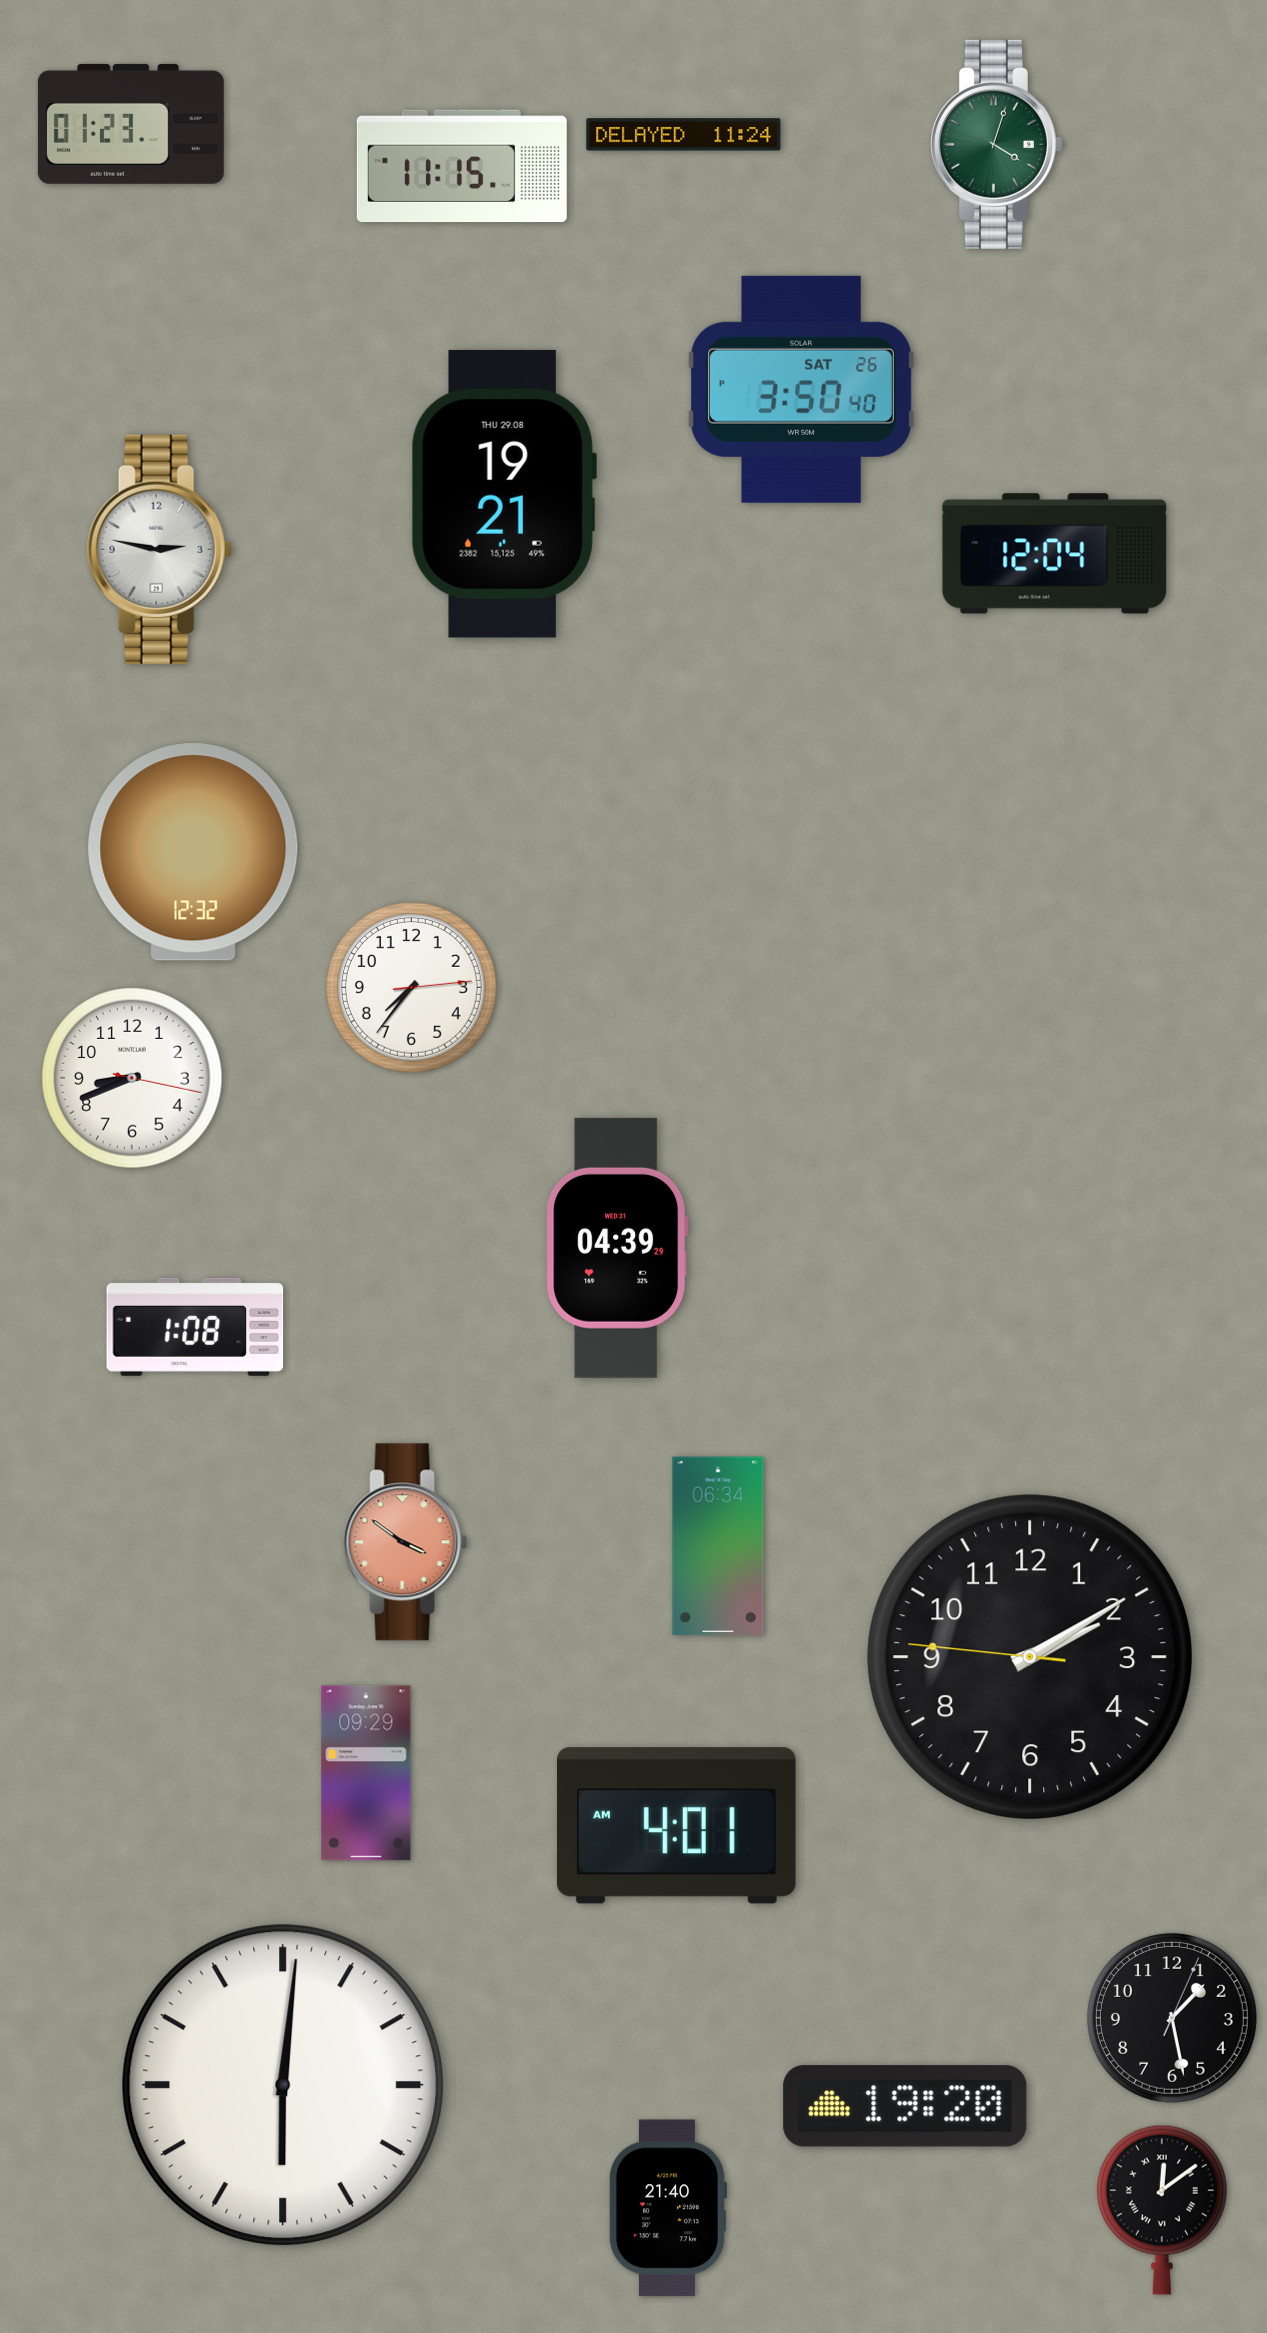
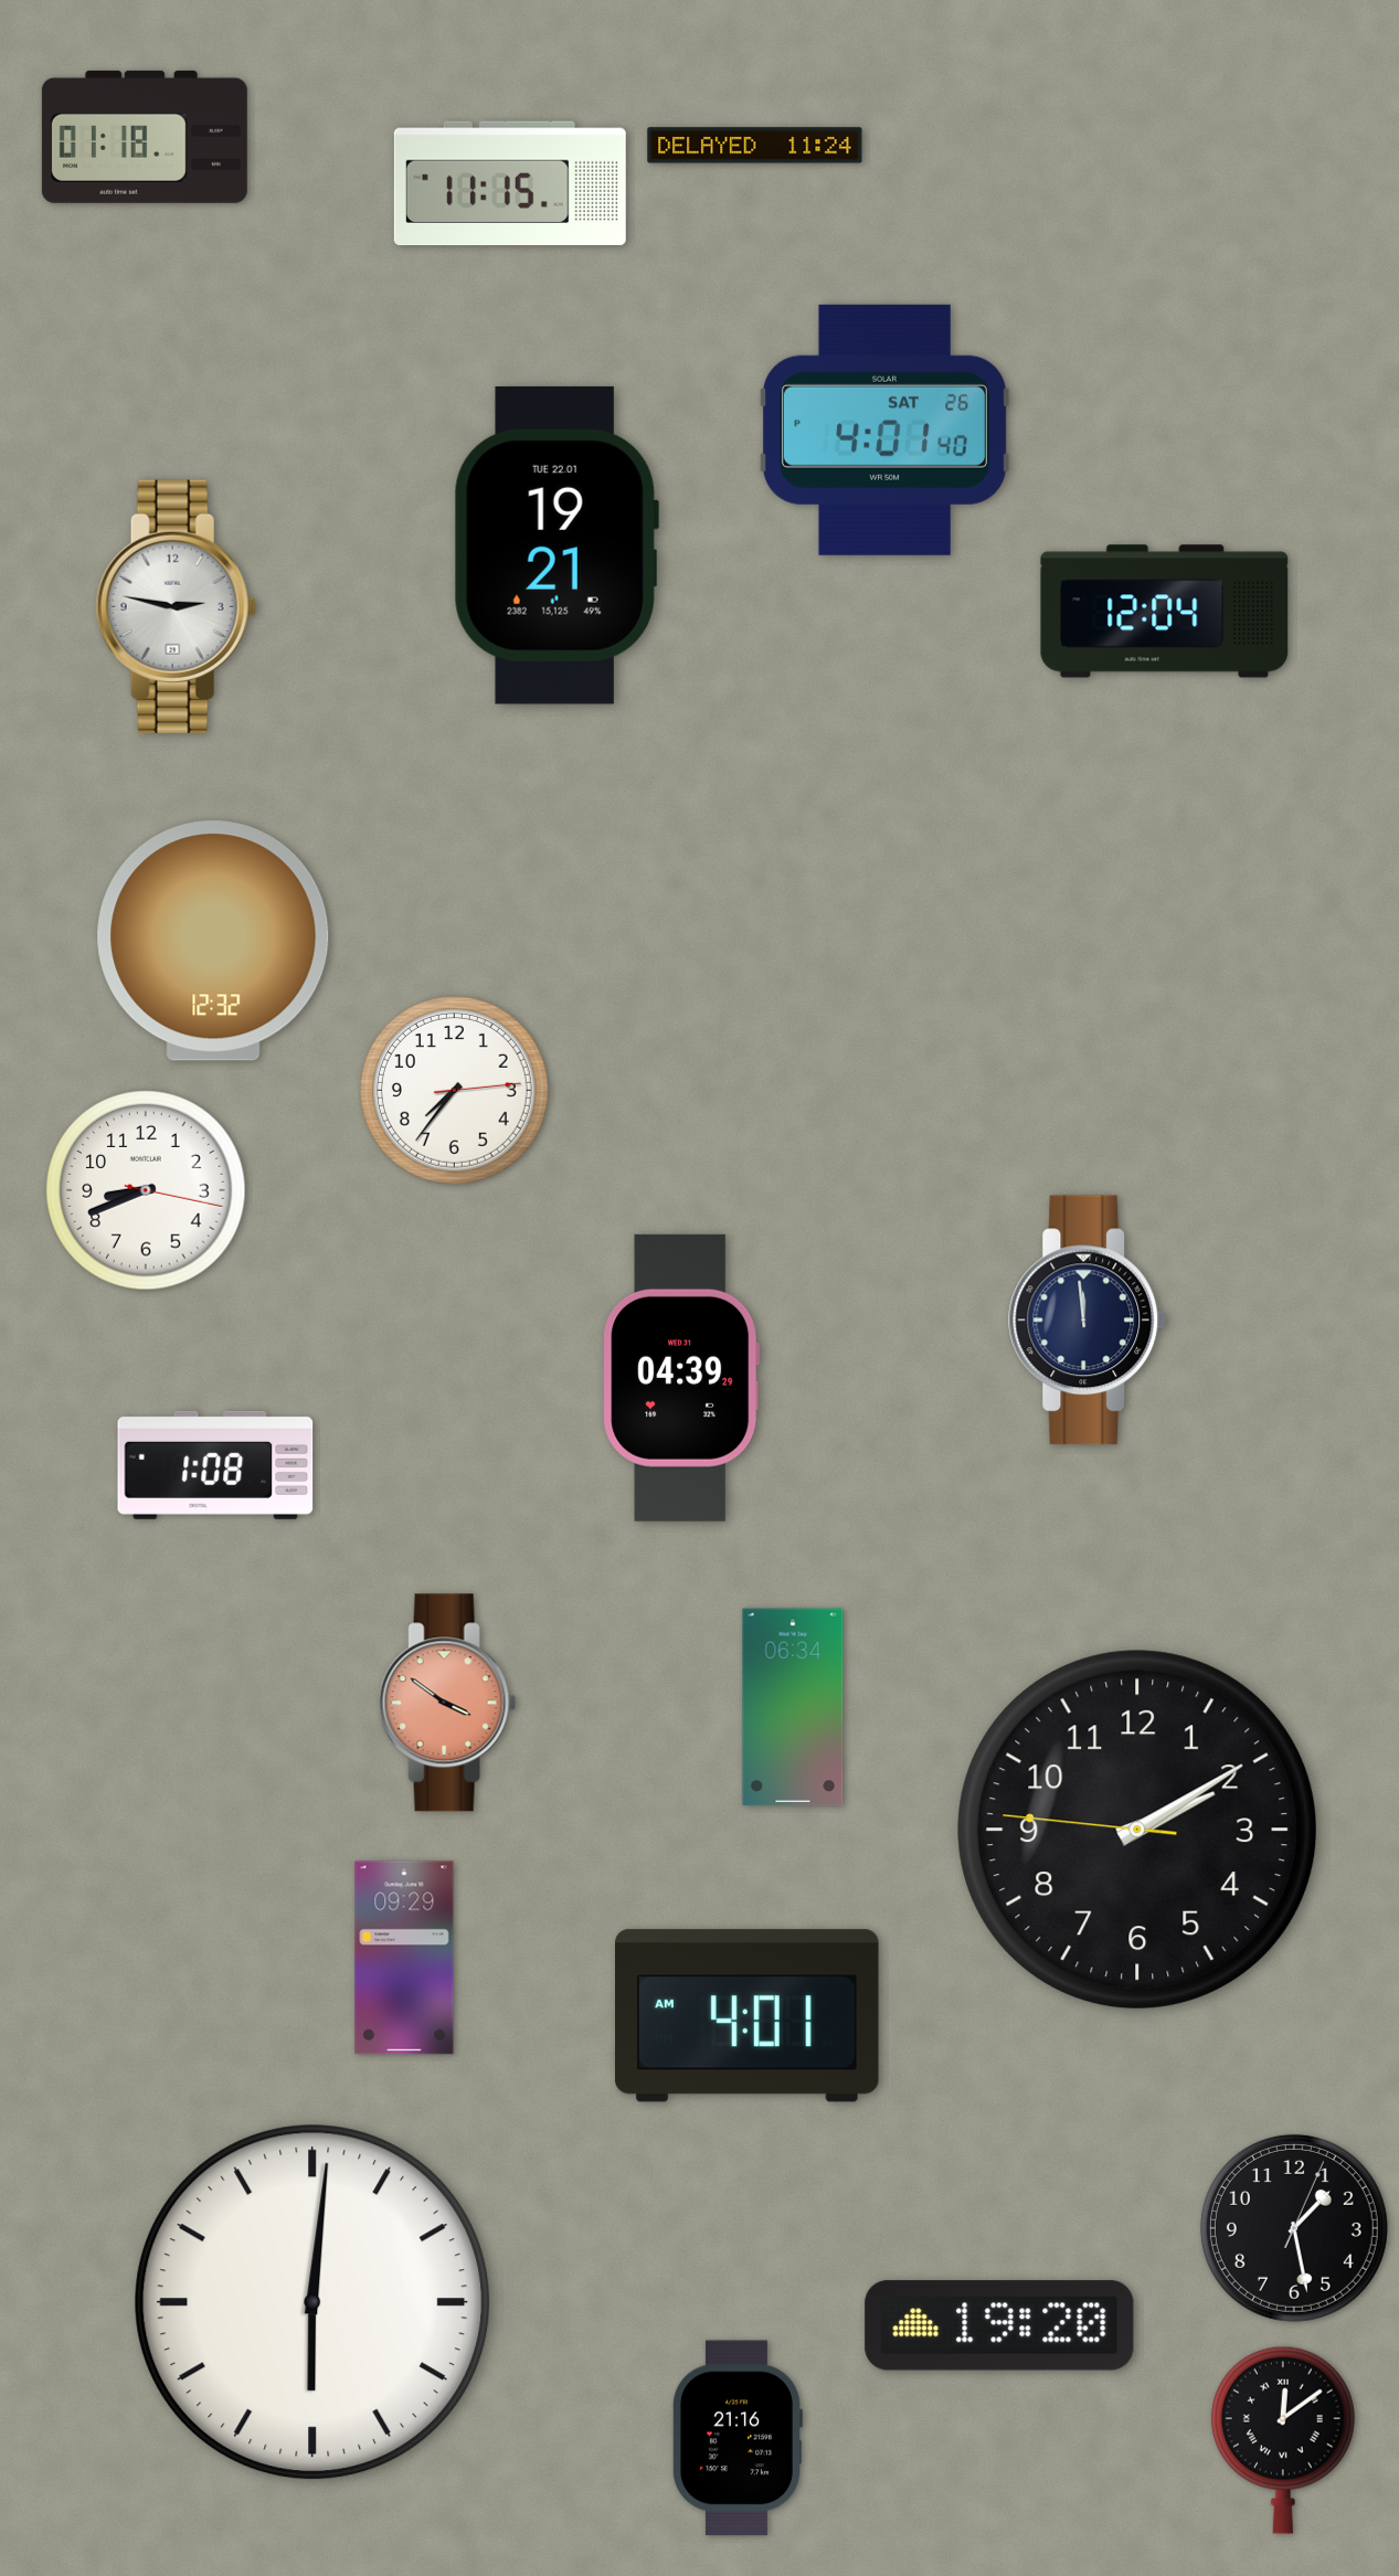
clock at (131, 124): 01:23 -> 01:18
clock at (684, 135) position: (684, 135) -> (755, 146)
clock at (996, 144): 4:03 -> none
clock at (801, 389): 3:50 -> 4:01
clock at (504, 494) date: THU 29.08 -> TUE 22.01
clock at (1088, 1321): none -> 11:59
clock at (667, 2208): 21:40 -> 21:16
